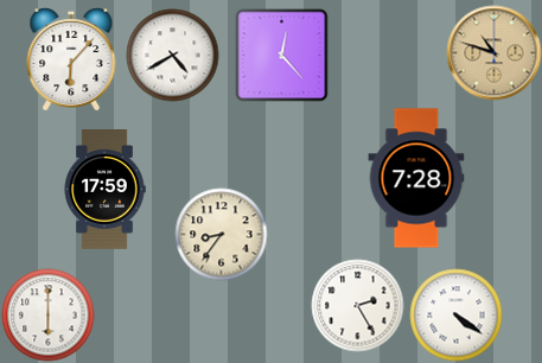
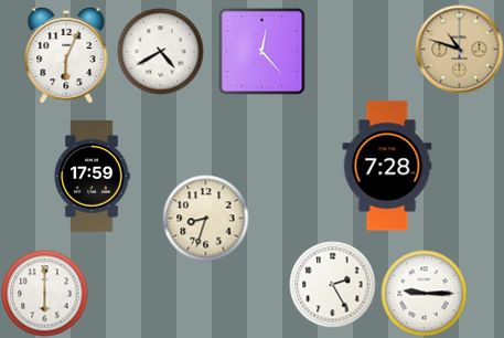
clock at (71, 59): 6:07 -> 6:04
clock at (104, 190) position: (104, 190) -> (92, 177)
clock at (221, 234): 8:36 -> 8:33
clock at (455, 314): 4:21 -> 9:15
